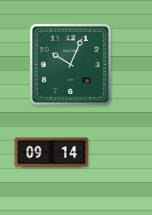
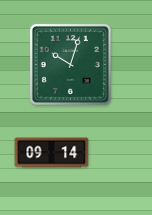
clock at (70, 64): 10:04 -> 10:03
